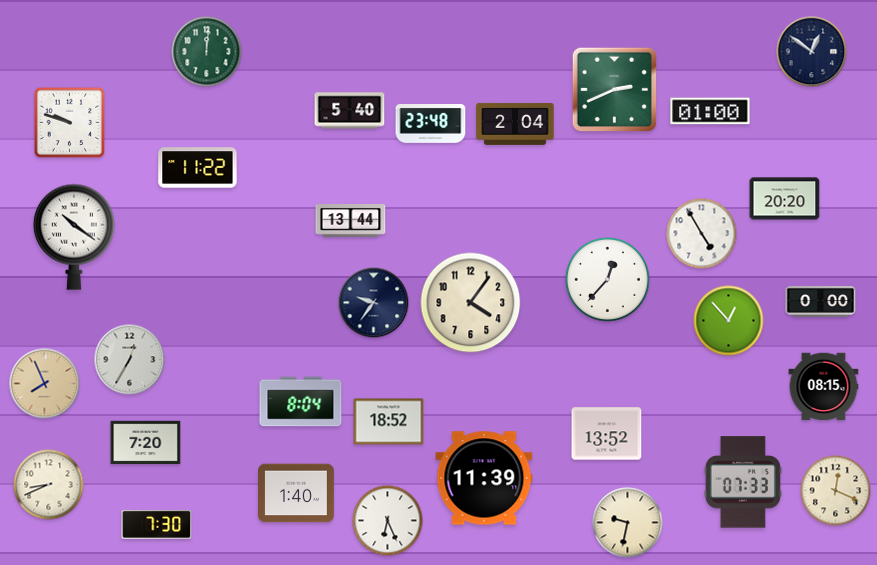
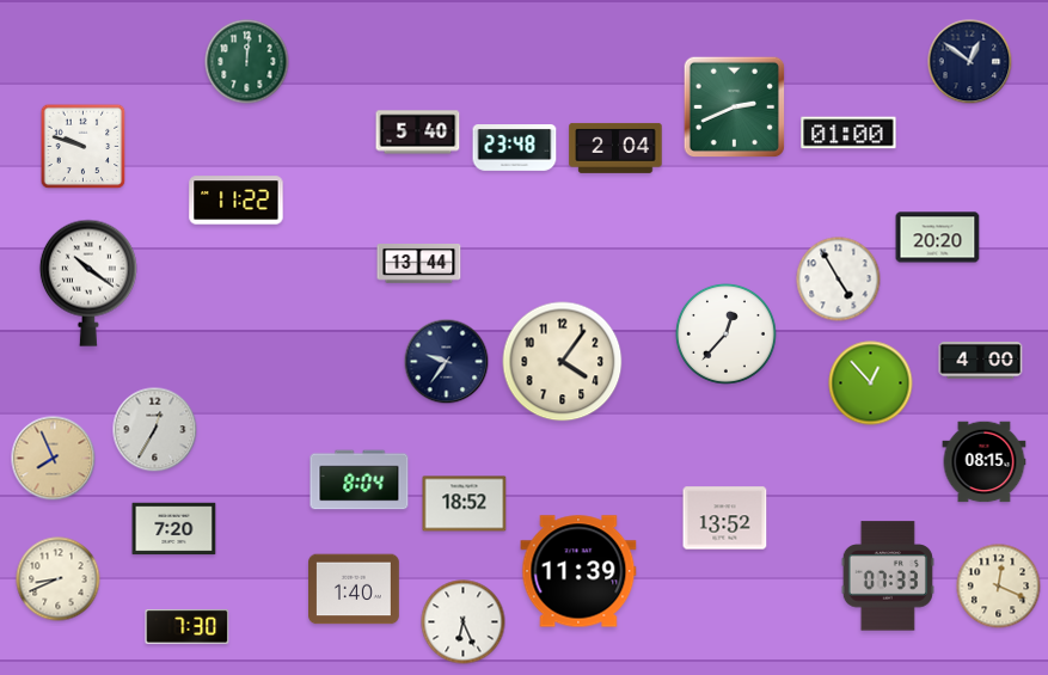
clock at (821, 302): 0:00 -> 4:00
clock at (628, 523): 9:32 -> none
